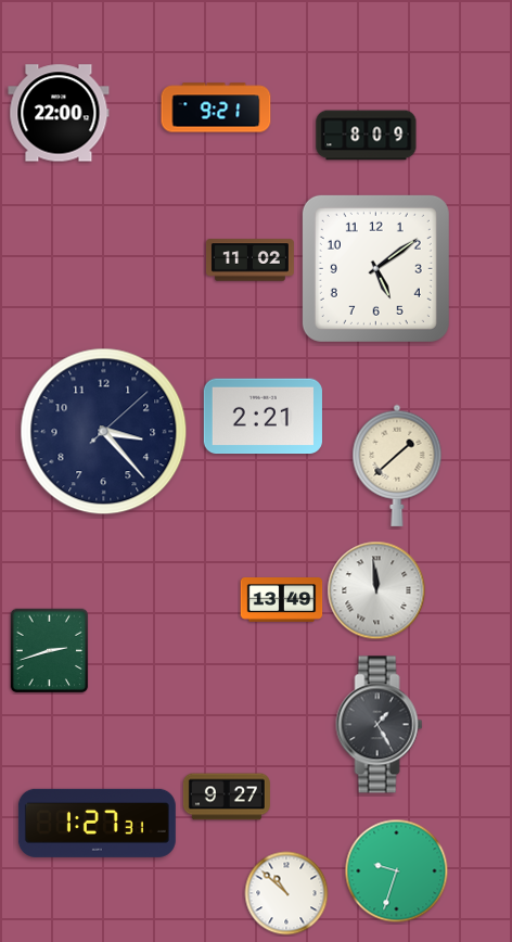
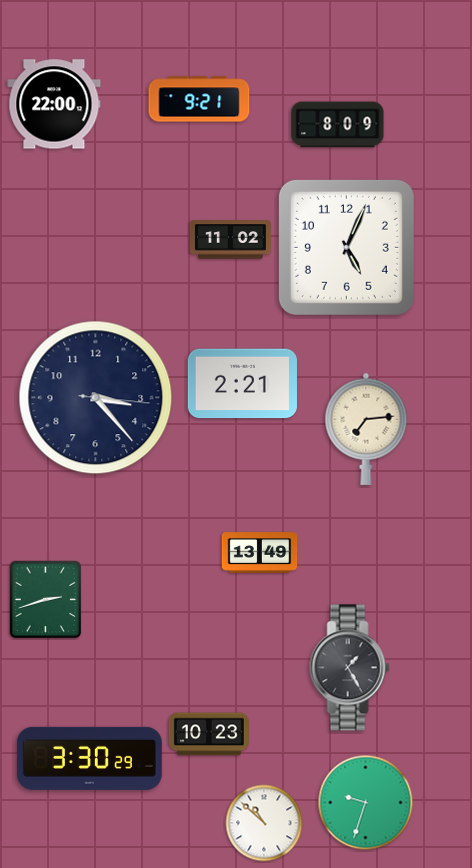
clock at (375, 268): 5:09 -> 5:04
clock at (104, 432): 3:23:08 -> 3:23:16
clock at (397, 466): 1:38 -> 7:14
clock at (376, 590): 11:59 -> none
clock at (227, 797): 9:27 -> 10:23
clock at (97, 823): 1:27 -> 3:30
